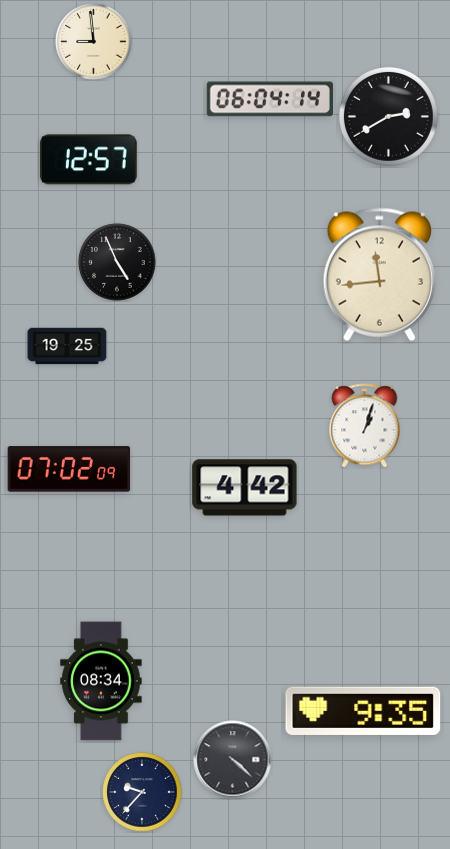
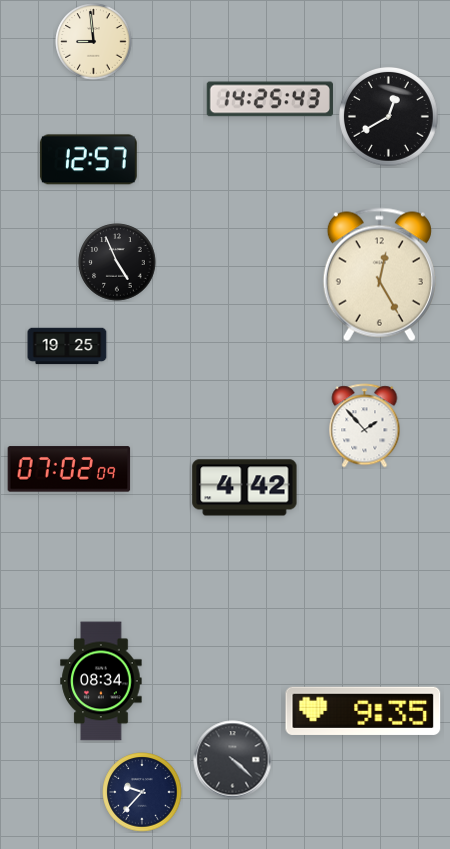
clock at (270, 99): 06:04 -> 14:25
clock at (388, 116): 2:40 -> 12:40
clock at (379, 275): 11:44 -> 12:25
clock at (365, 426): 1:03 -> 1:53
